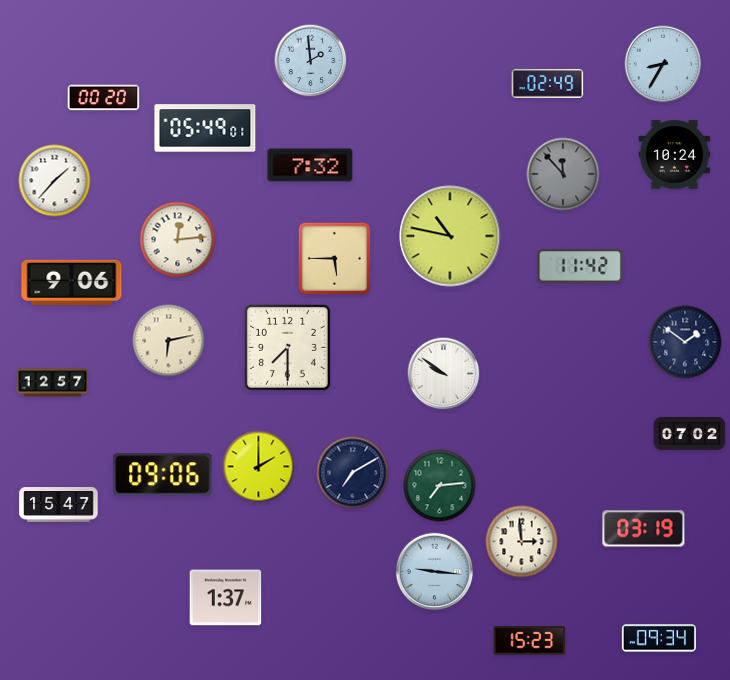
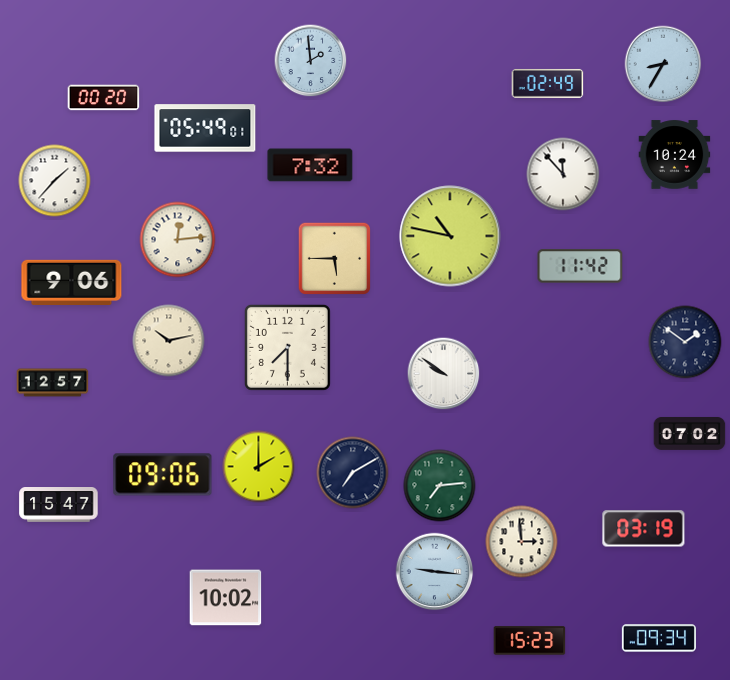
clock at (563, 174) dial: grey -> white
clock at (169, 341): 6:13 -> 10:13
clock at (226, 598): 1:37 -> 10:02
